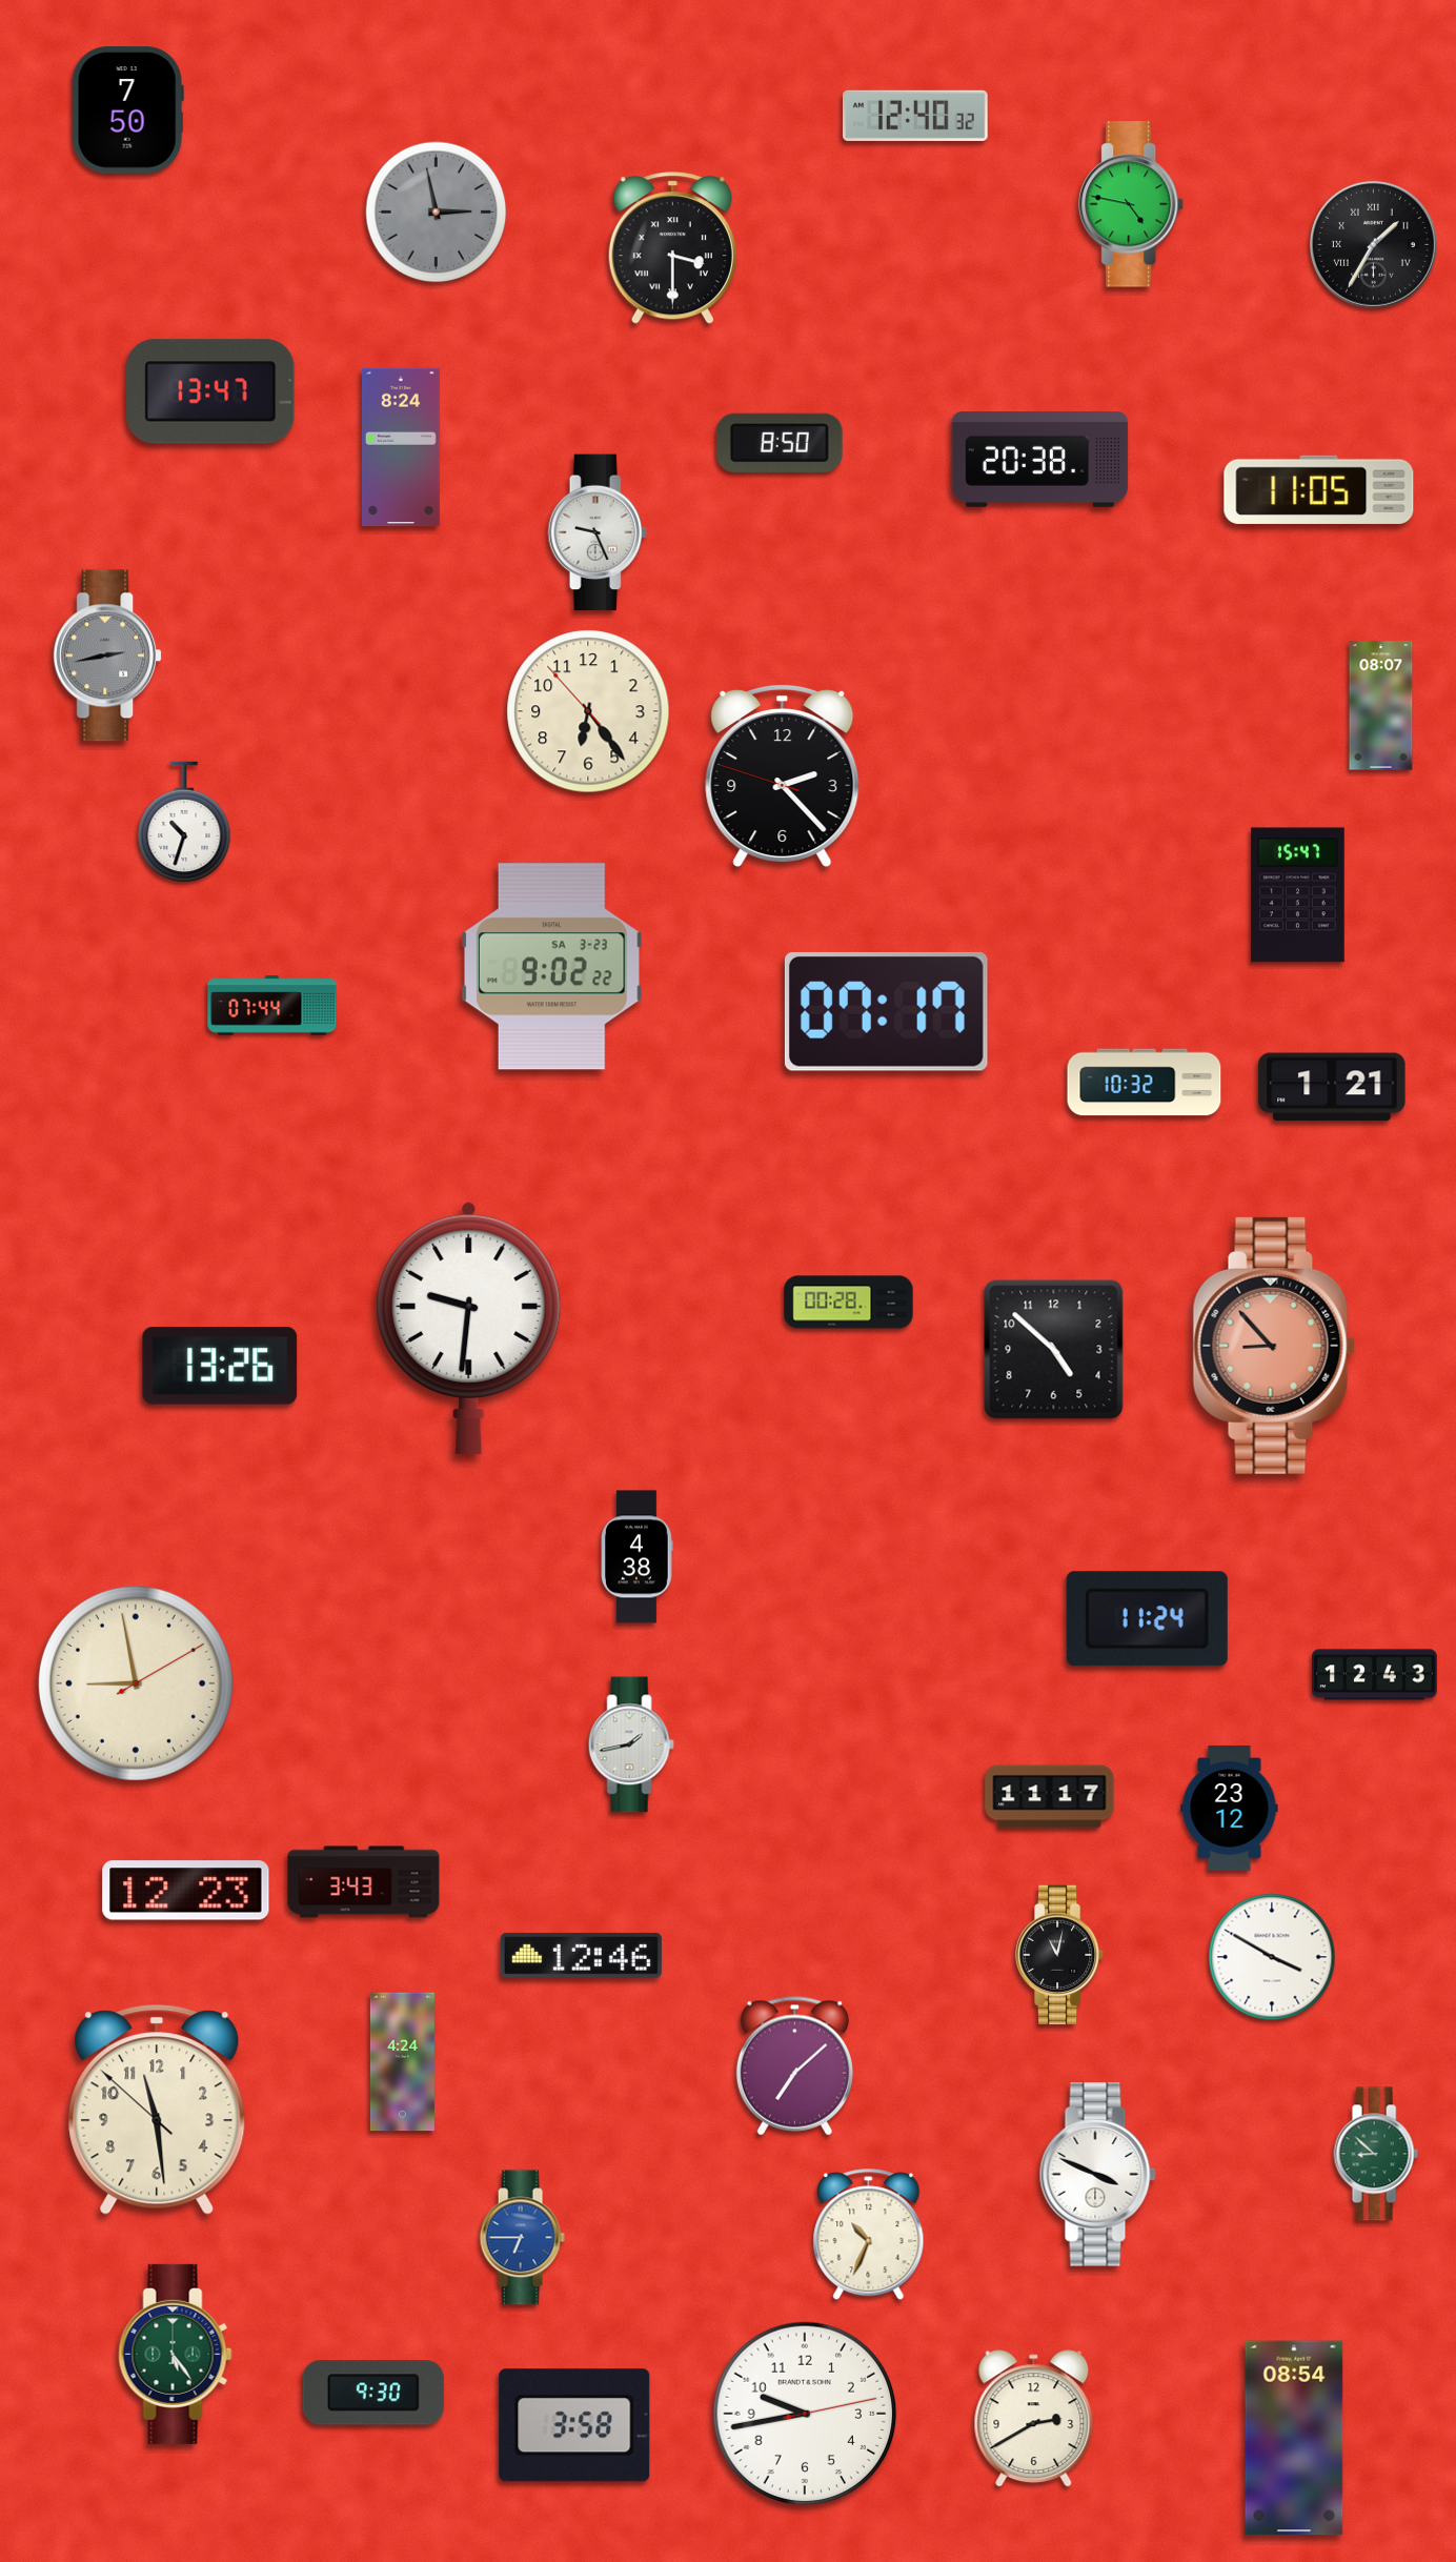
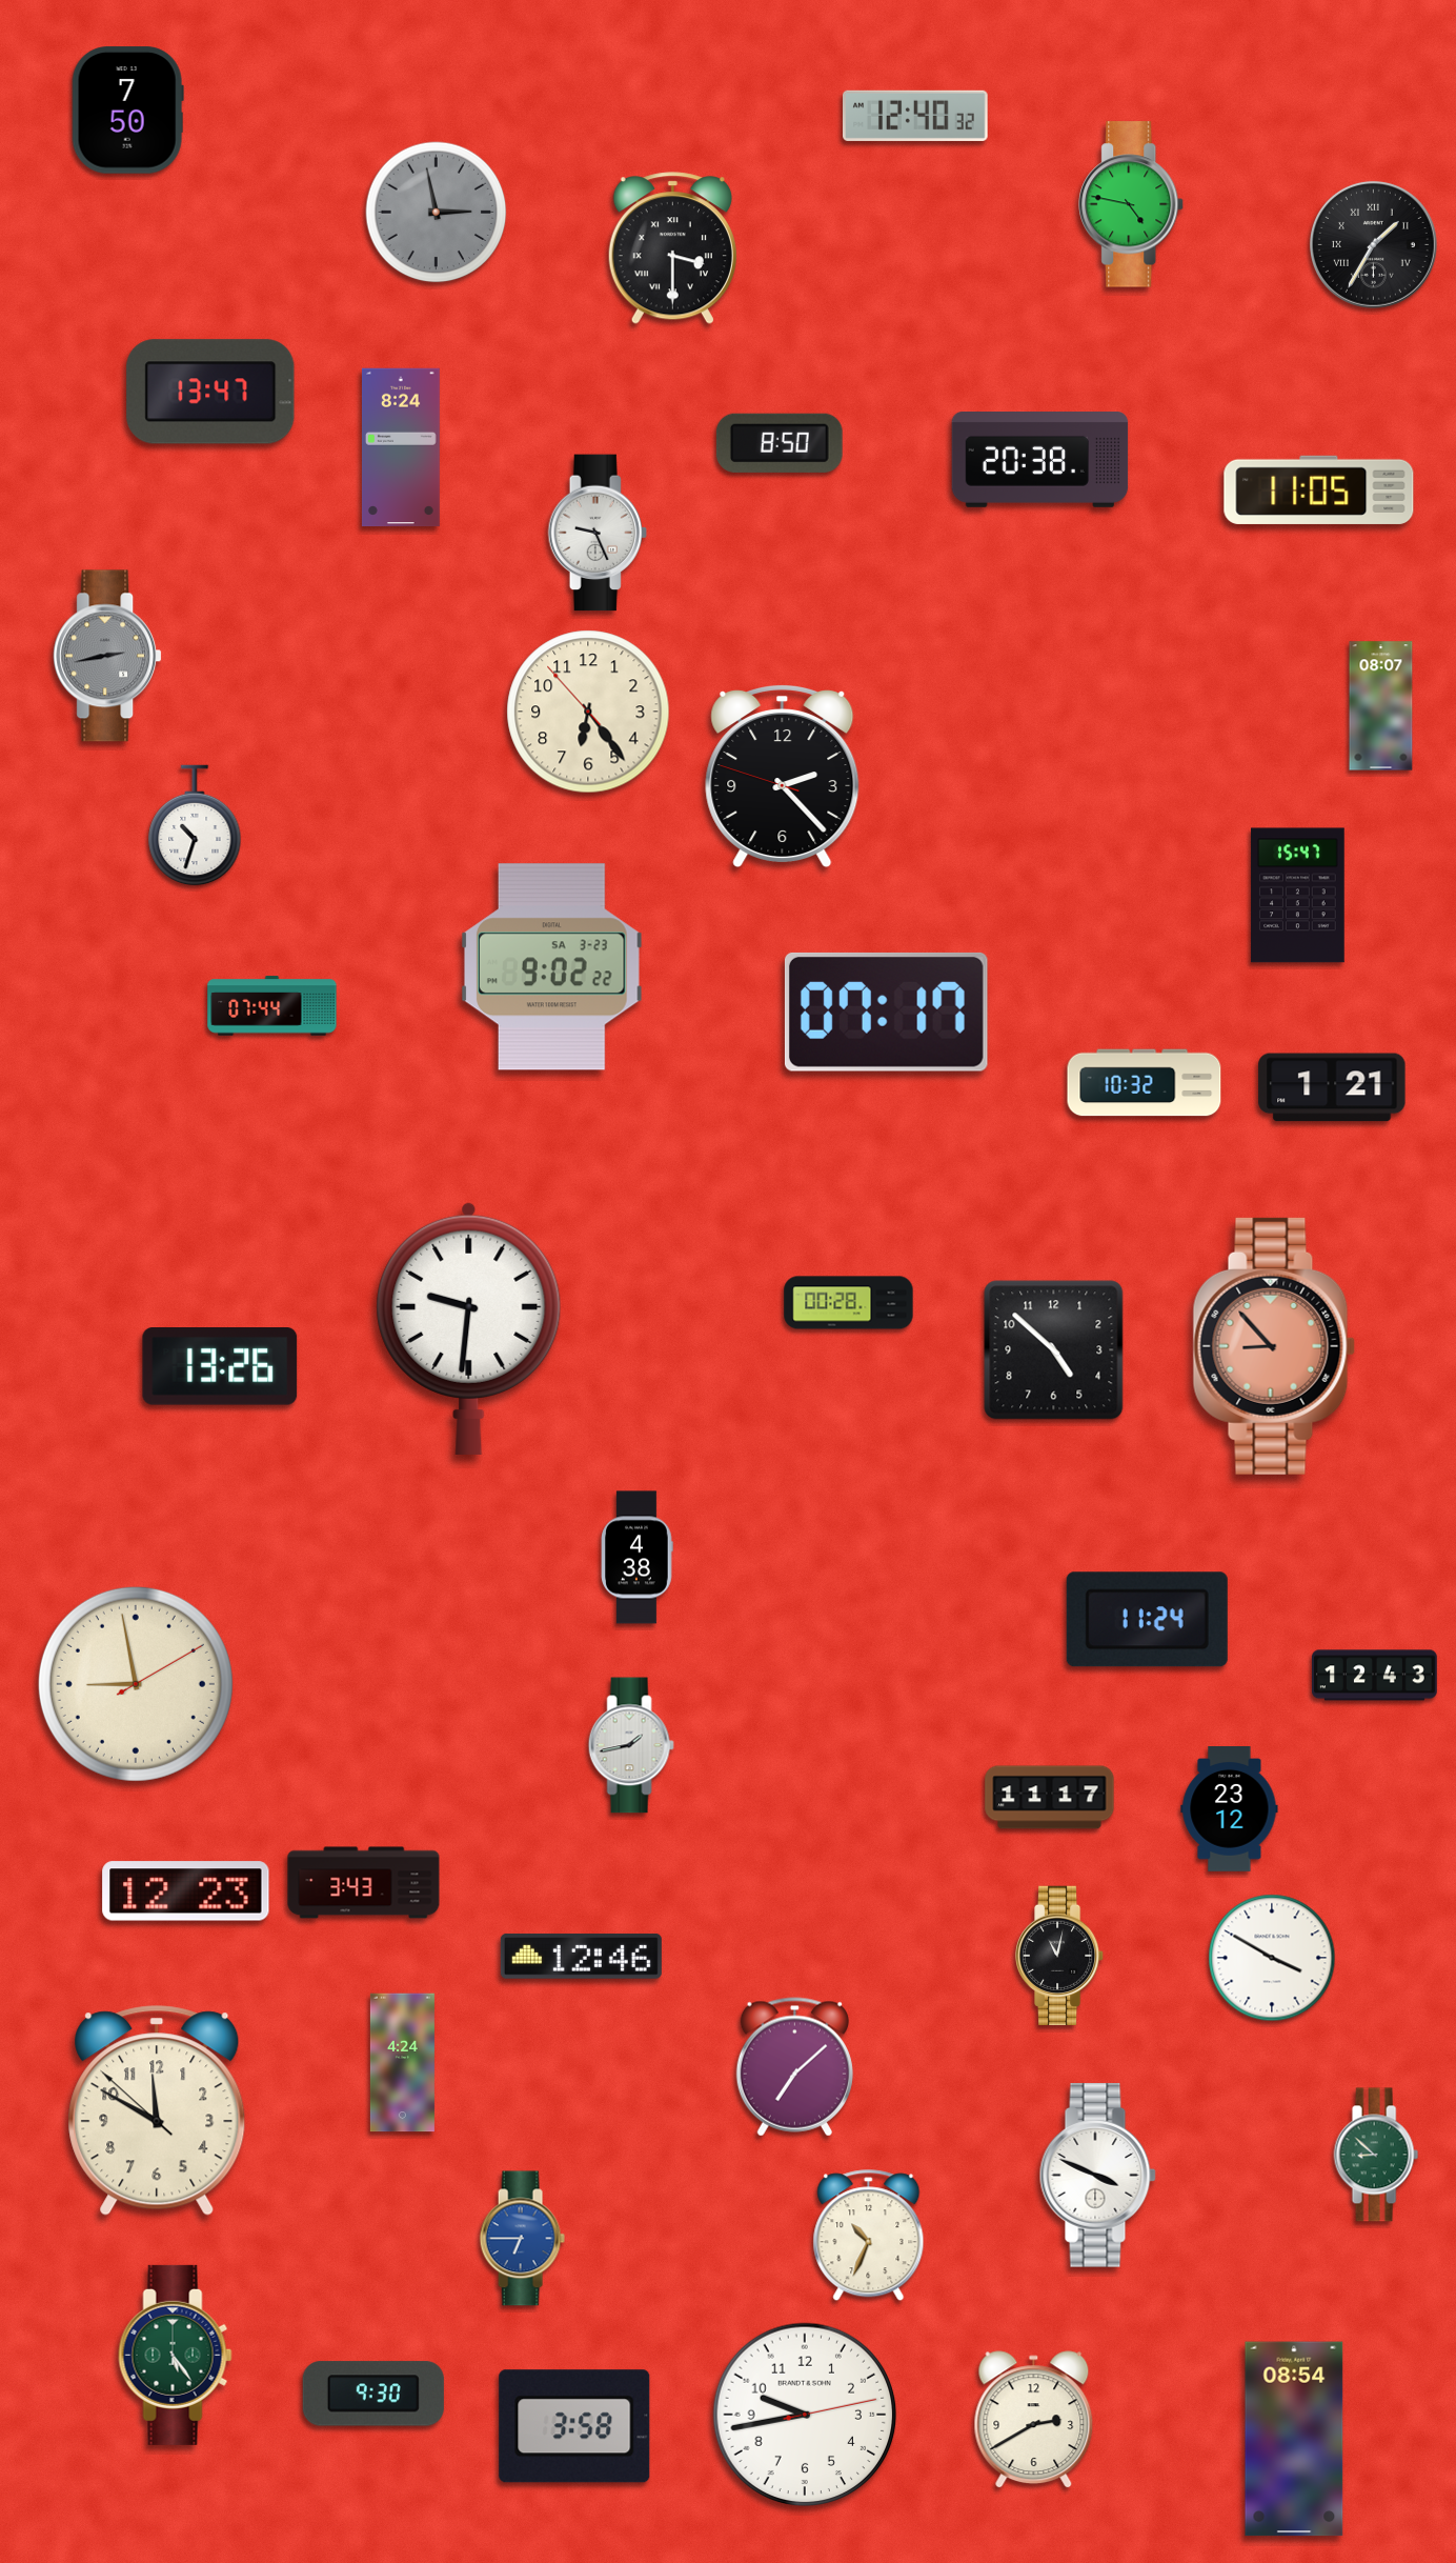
clock at (184, 822) position: (184, 822) -> (195, 825)
clock at (157, 2110): 11:28 -> 11:49
